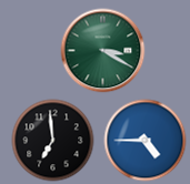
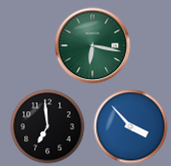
clock at (103, 51): 3:20 -> 6:17
clock at (146, 141): 4:45 -> 3:53
